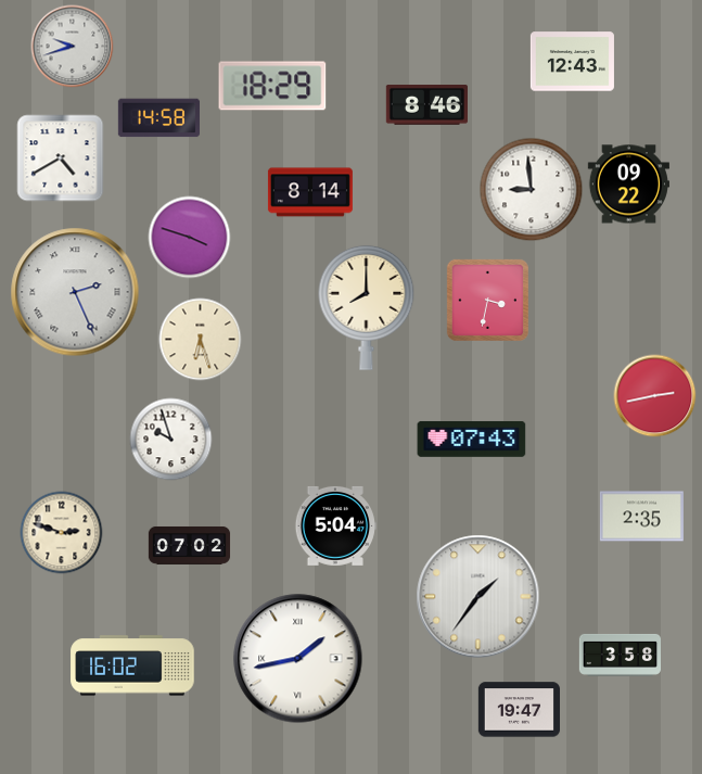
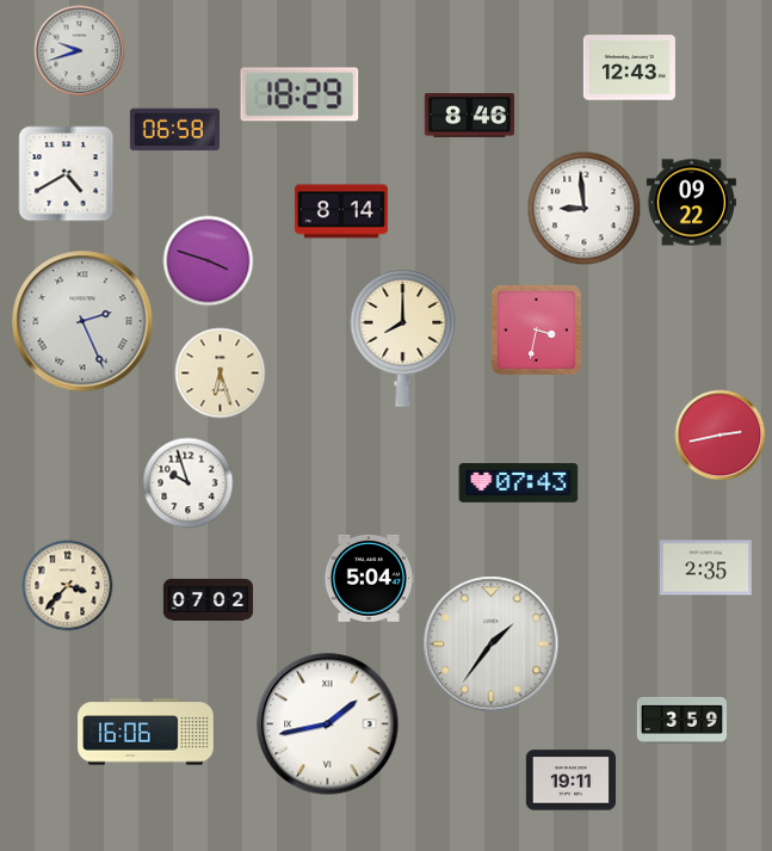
clock at (158, 118): 14:58 -> 06:58
clock at (62, 533): 2:48 -> 3:37
clock at (478, 597) position: (478, 597) -> (492, 645)
clock at (620, 655): 3:58 -> 3:59
clock at (132, 665): 16:02 -> 16:06
clock at (519, 710): 19:47 -> 19:11
